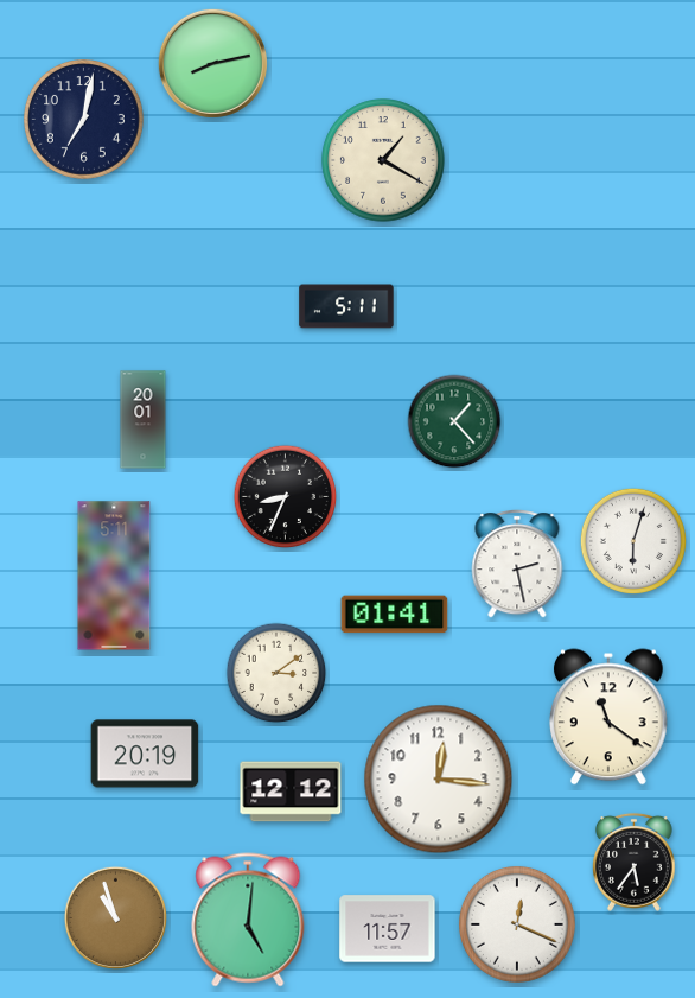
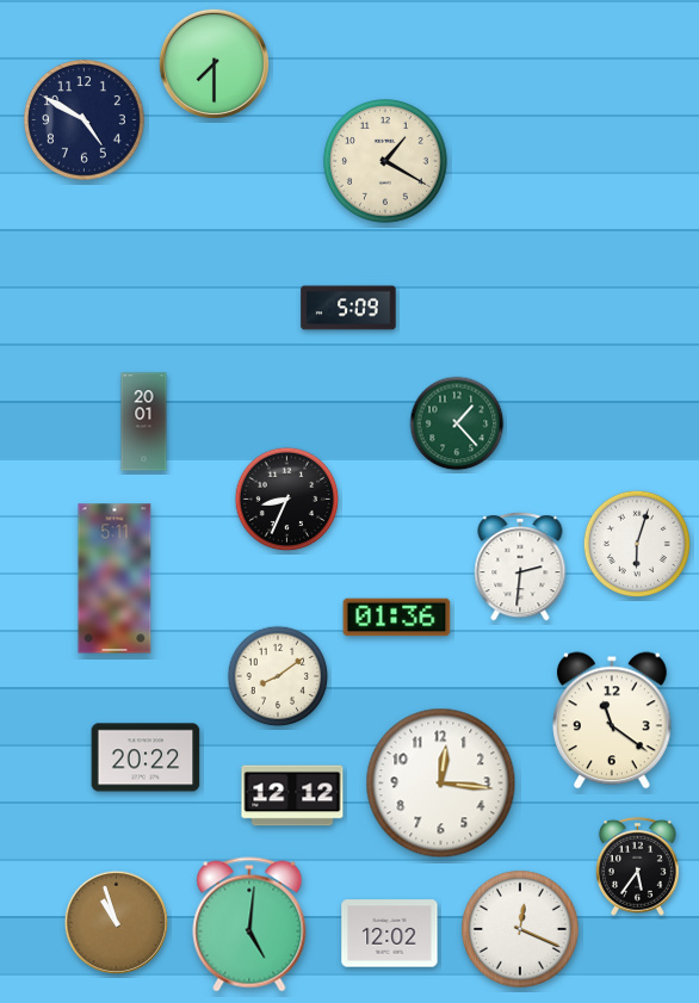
clock at (212, 63): 8:13 -> 7:30
clock at (84, 120): 7:02 -> 4:50
clock at (346, 306): 5:11 -> 5:09
clock at (517, 564): 2:28 -> 2:31
clock at (395, 615): 01:41 -> 01:36
clock at (276, 673): 3:09 -> 8:09
clock at (145, 754): 20:19 -> 20:22
clock at (388, 929): 11:57 -> 12:02
